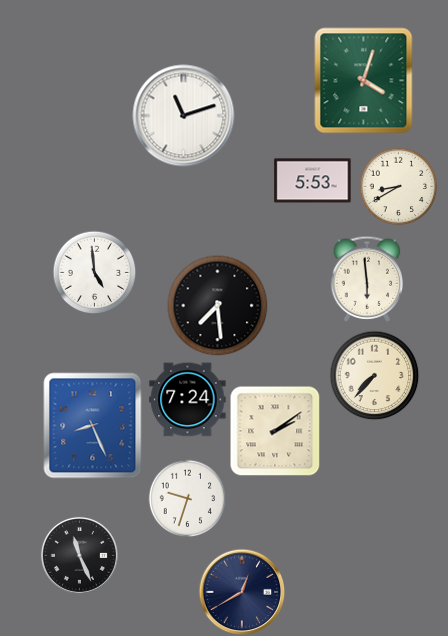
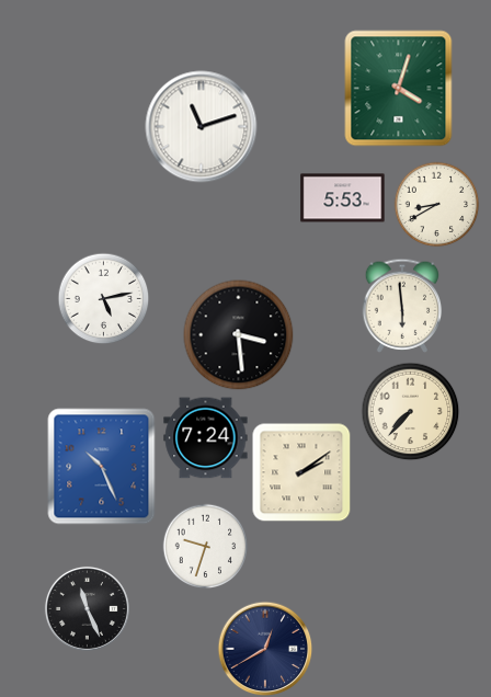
clock at (94, 272): 4:59 -> 5:13
clock at (218, 306): 7:29 -> 3:29
clock at (93, 426): 8:26 -> 10:26
